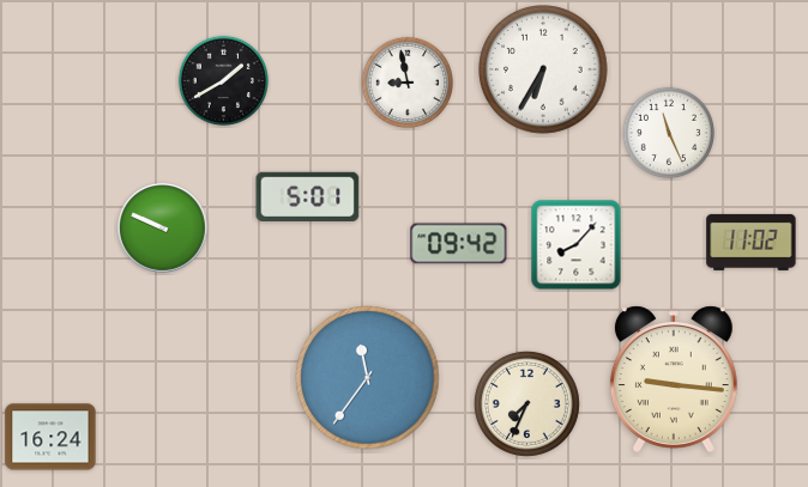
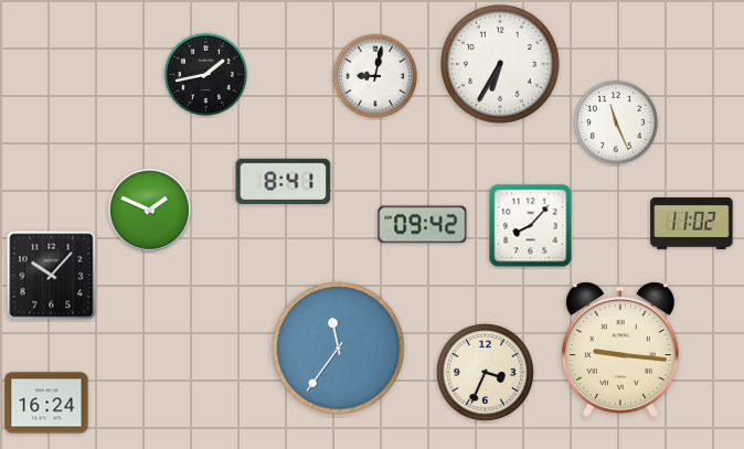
clock at (223, 80): 1:40 -> 1:43
clock at (408, 83): 8:58 -> 9:02
clock at (308, 196): 5:01 -> 8:41
clock at (163, 229): 9:49 -> 1:49
clock at (52, 276): none -> 10:07
clock at (526, 403): 7:34 -> 3:34
